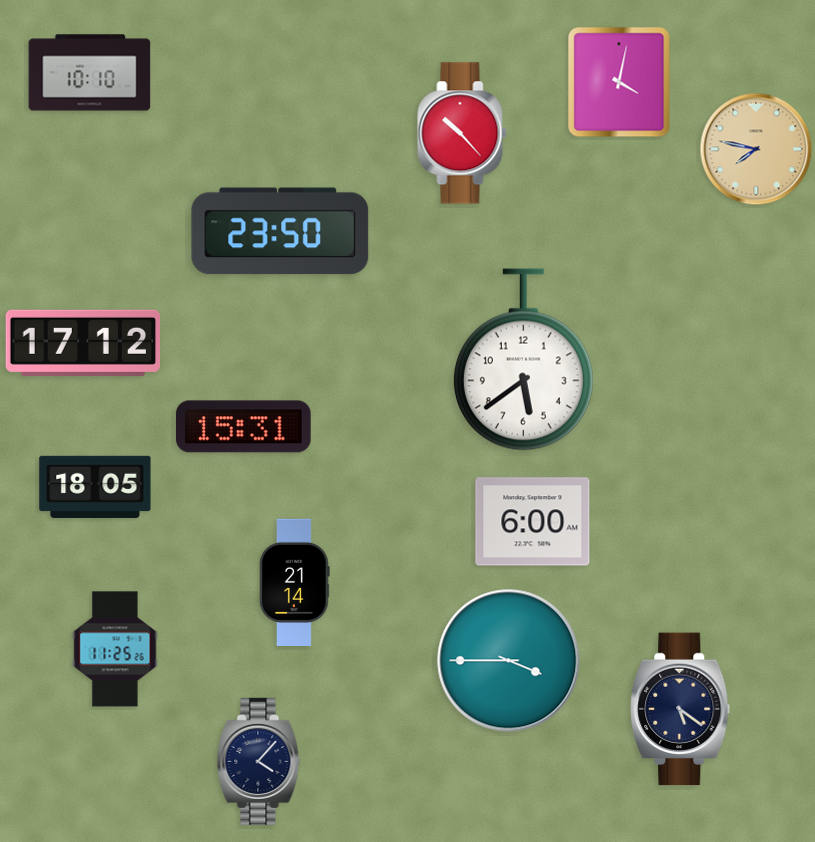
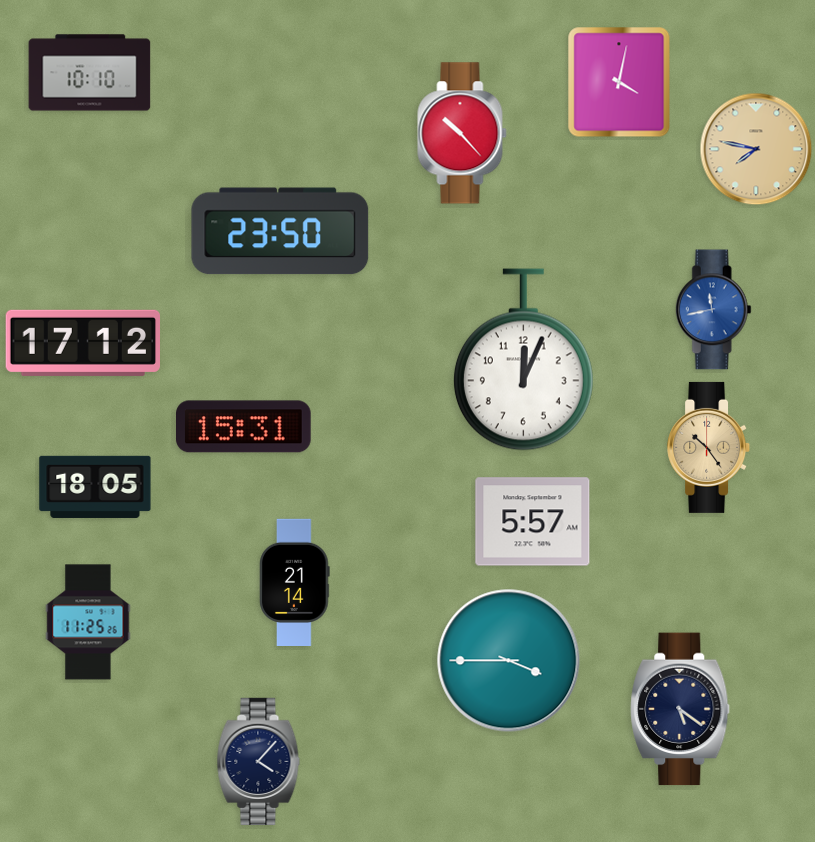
clock at (713, 310): none -> 11:43
clock at (523, 360): 5:39 -> 12:04
clock at (709, 447): none -> 10:24
clock at (533, 522): 6:00 -> 5:57
clock at (115, 649) position: (115, 649) -> (88, 622)
